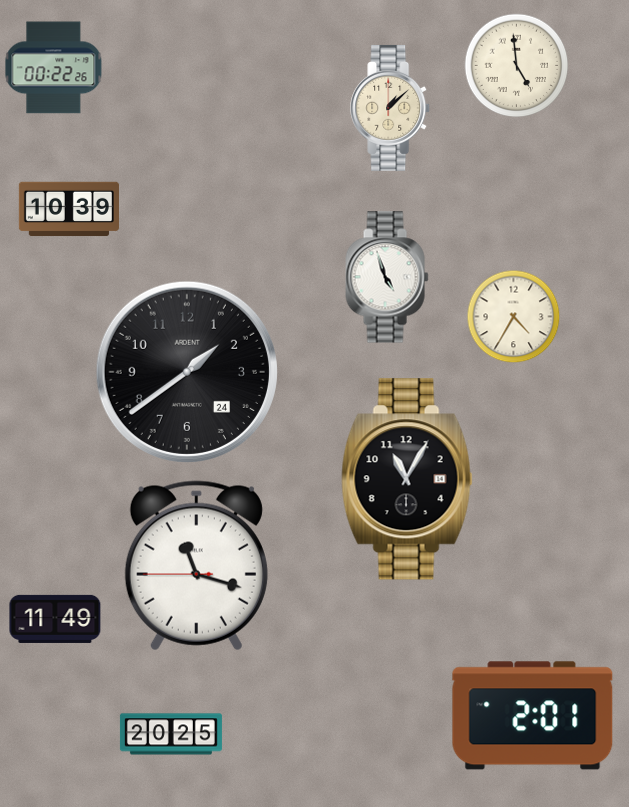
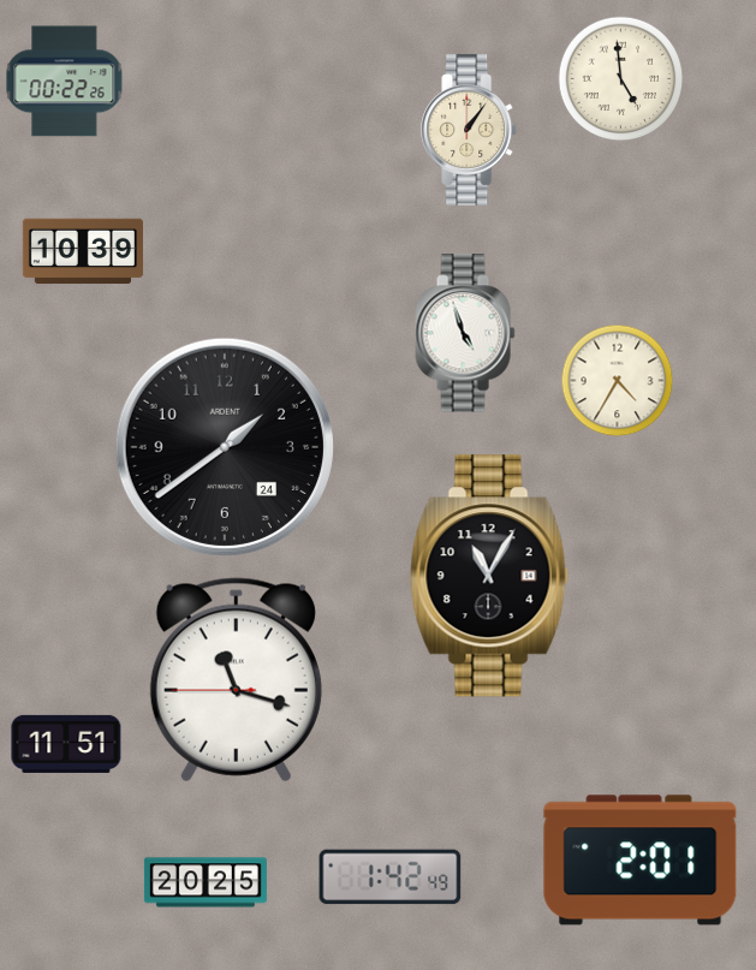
clock at (391, 108): 1:08 -> 1:06
clock at (55, 619): 11:49 -> 11:51
clock at (391, 877): none -> 1:42
